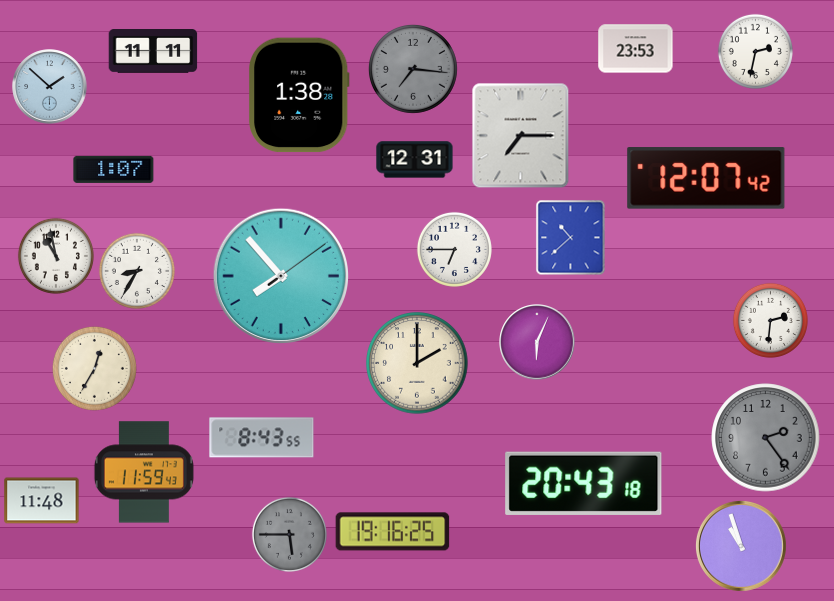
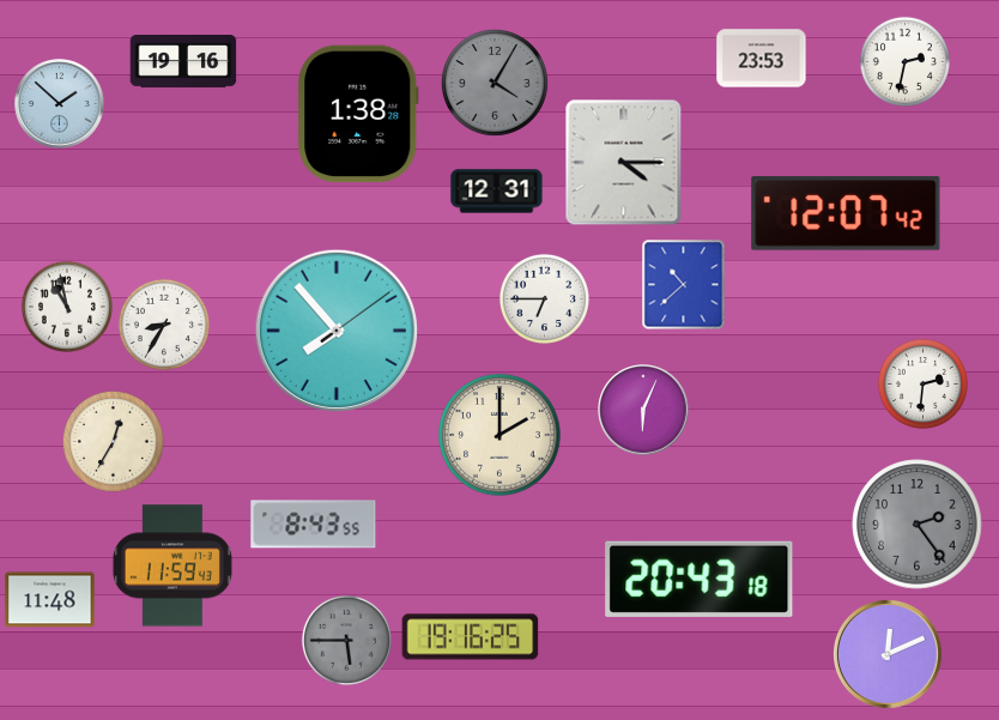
clock at (153, 52): 11:11 -> 19:16
clock at (413, 69): 7:16 -> 4:05
clock at (521, 136): 7:15 -> 4:15
clock at (114, 169): 1:07 -> none
clock at (741, 546): 10:57 -> 12:11
